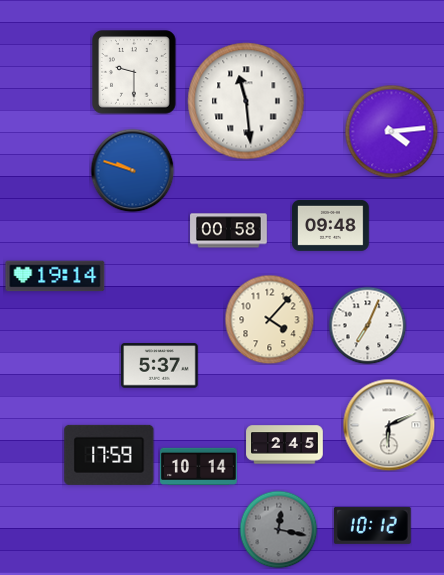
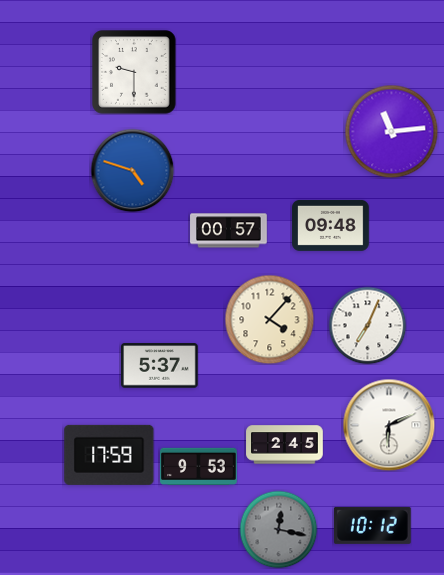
clock at (246, 101): 11:29 -> none
clock at (391, 131): 4:14 -> 11:14
clock at (132, 170): 9:48 -> 4:48
clock at (229, 231): 00:58 -> 00:57
clock at (55, 276): 19:14 -> none
clock at (199, 466): 10:14 -> 9:53
